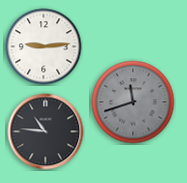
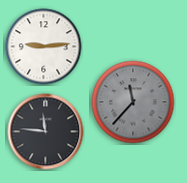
clock at (133, 102): 11:42 -> 11:37
clock at (46, 132): 10:46 -> 11:46
